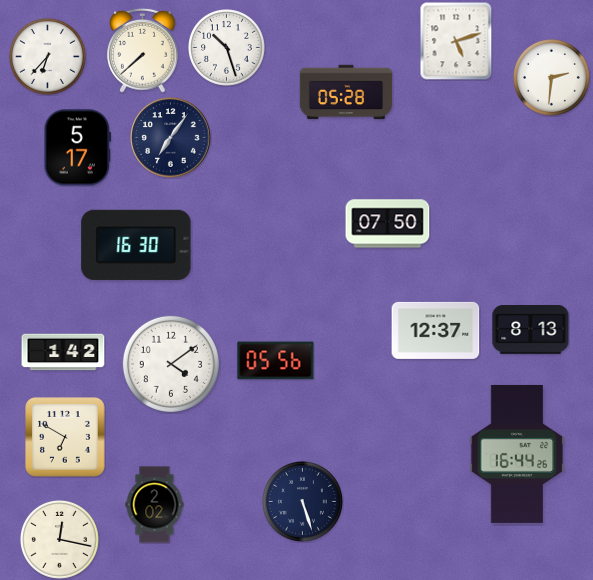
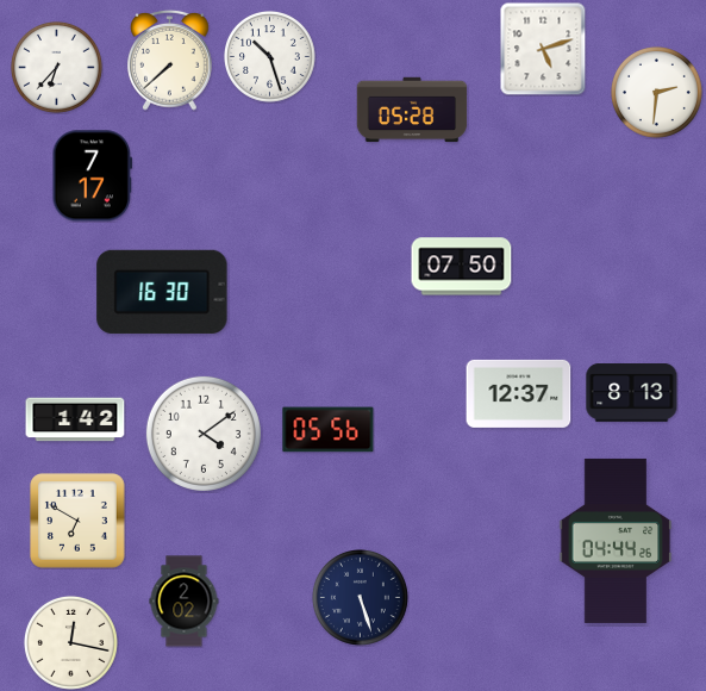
clock at (171, 138): 7:06 -> none
clock at (78, 148): 5:17 -> 7:17
clock at (517, 454): 16:44 -> 04:44
